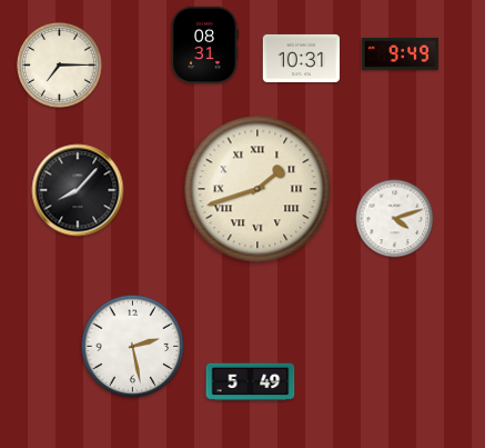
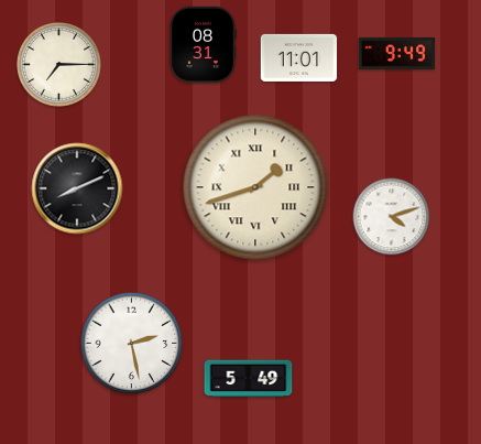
clock at (302, 58): 10:31 -> 11:01
clock at (78, 190): 8:07 -> 8:11
